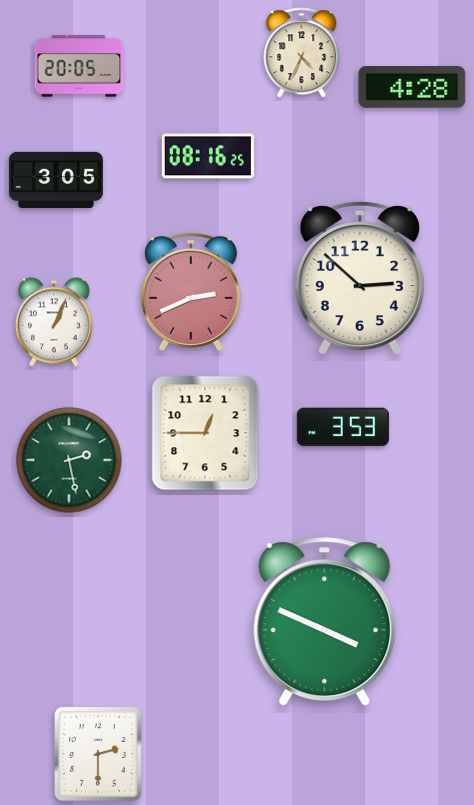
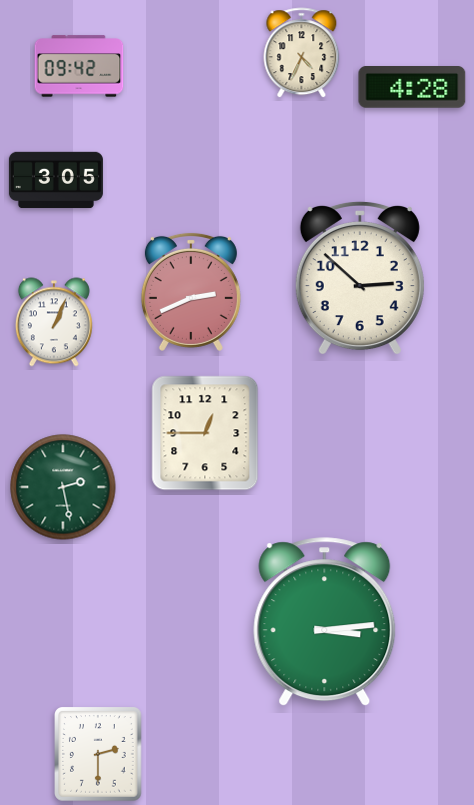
clock at (79, 66): 20:05 -> 09:42
clock at (208, 156): 08:16 -> none
clock at (343, 427): 3:53 -> none
clock at (69, 460) position: (69, 460) -> (63, 487)
clock at (325, 622): 3:49 -> 3:14
